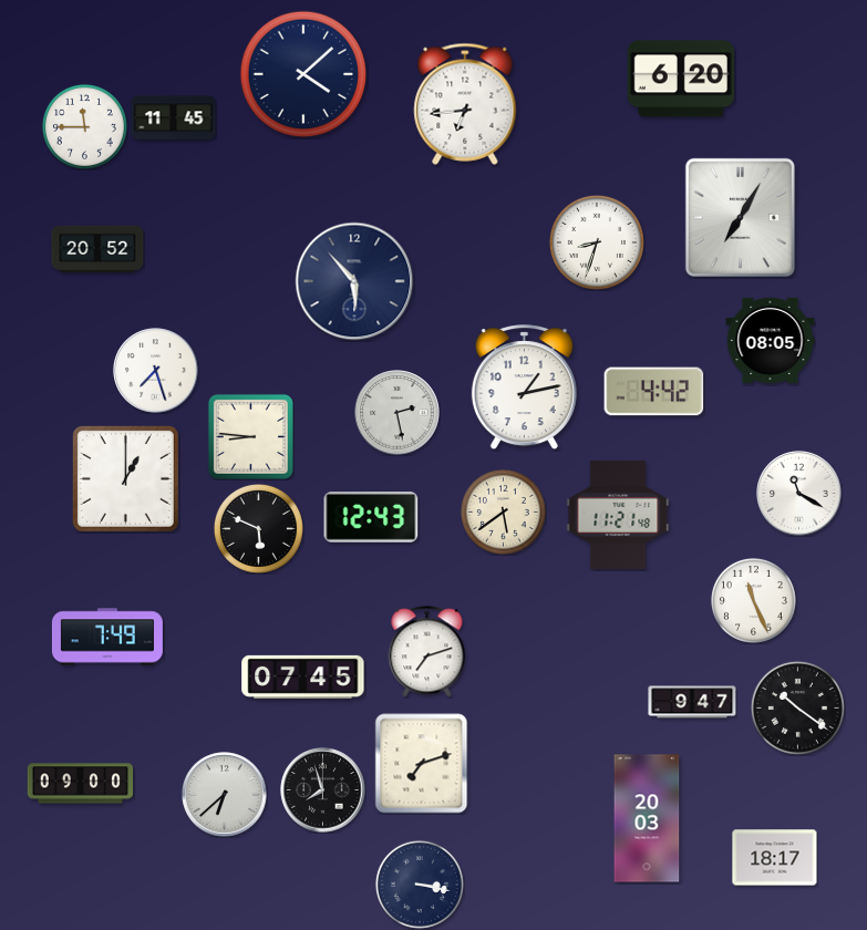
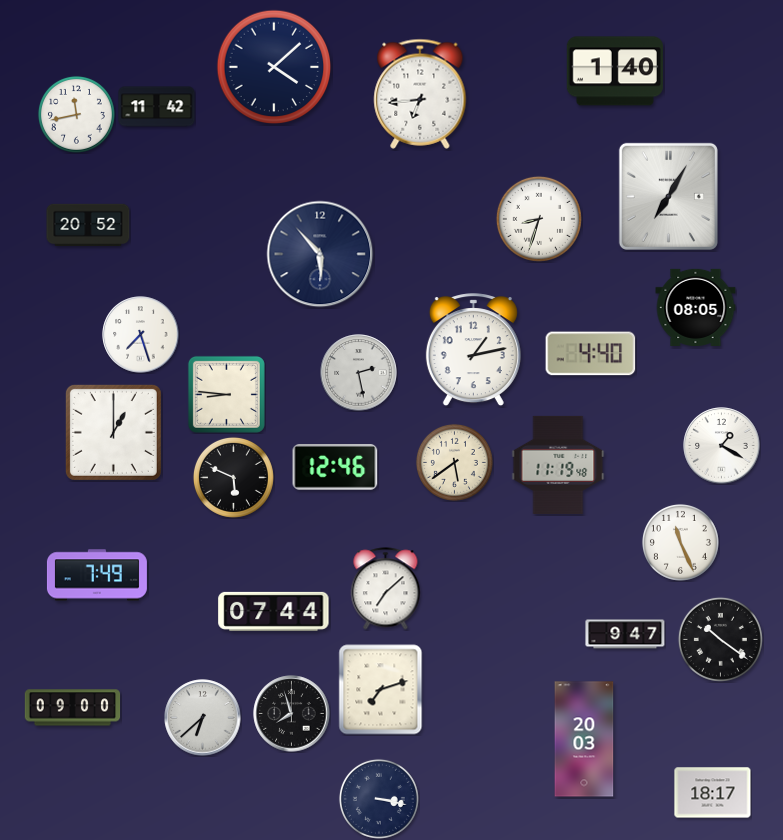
clock at (681, 79): 6:20 -> 1:40
clock at (174, 118): 11:45 -> 11:42
clock at (84, 126): 11:45 -> 11:43
clock at (654, 392): 4:42 -> 4:40
clock at (799, 494): 11:20 -> 1:20
clock at (618, 515): 11:21 -> 11:19
clock at (371, 518): 12:43 -> 12:46
clock at (427, 652): 7:12 -> 7:08
clock at (303, 676): 07:45 -> 07:44
clock at (775, 858) position: (775, 858) -> (713, 793)
